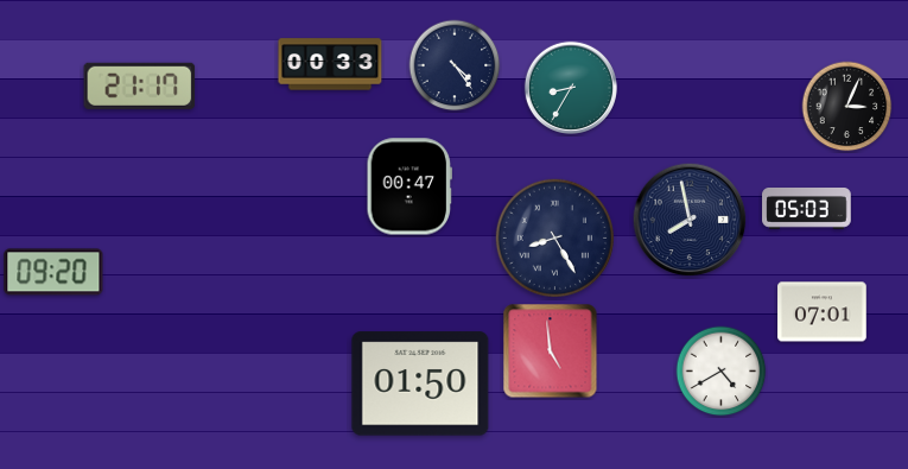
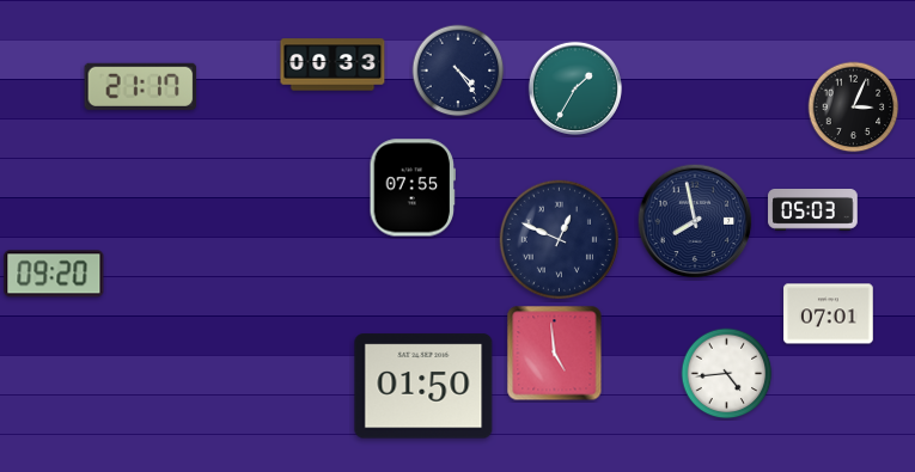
clock at (455, 65) position: (455, 65) -> (458, 71)
clock at (571, 88): 8:35 -> 1:35
clock at (408, 186): 00:47 -> 07:55
clock at (554, 237): 8:25 -> 12:49
clock at (722, 372): 4:40 -> 4:44
